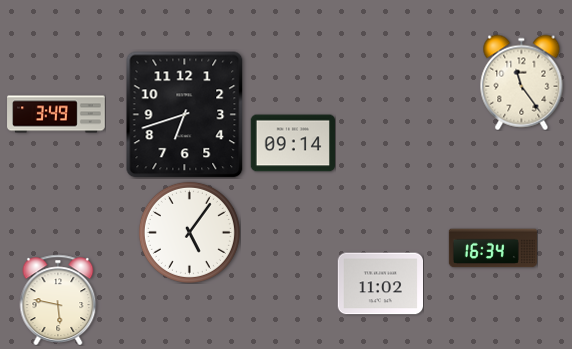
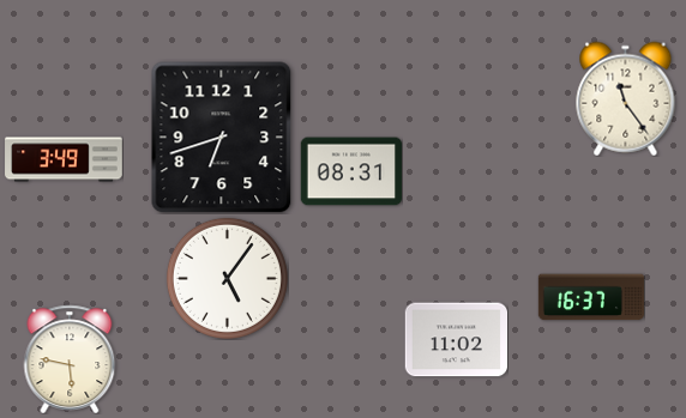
clock at (56, 114) position: (56, 114) -> (64, 159)
clock at (292, 143): 09:14 -> 08:31
clock at (493, 248): 16:34 -> 16:37
